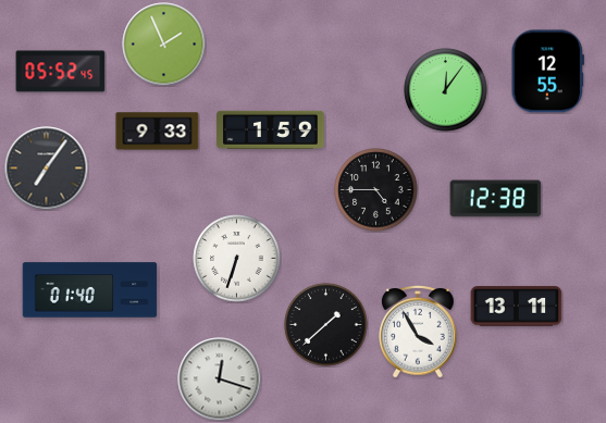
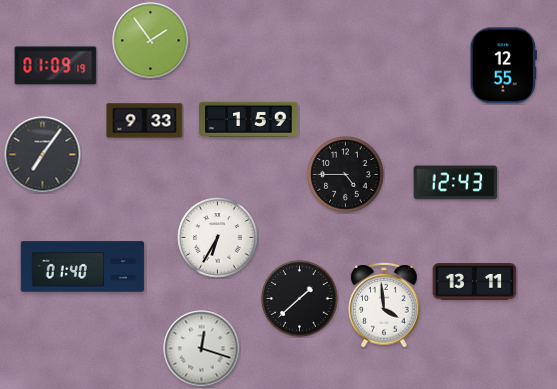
clock at (164, 45): 1:56 -> 1:54
clock at (61, 72): 05:52 -> 01:09
clock at (446, 90): 12:06 -> none
clock at (496, 199): 12:38 -> 12:43
clock at (237, 259): 6:33 -> 6:35
clock at (418, 332): 3:55 -> 3:59
